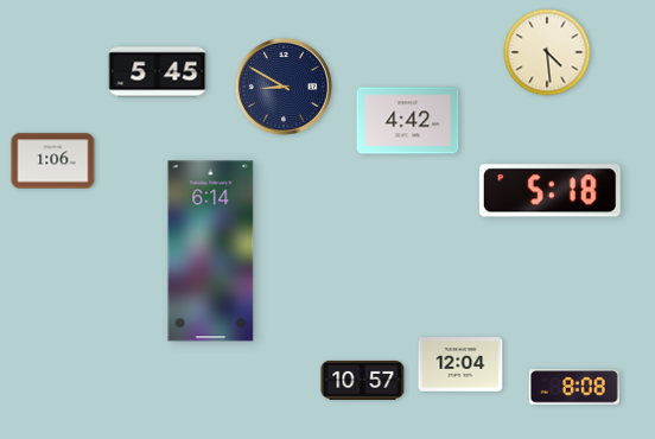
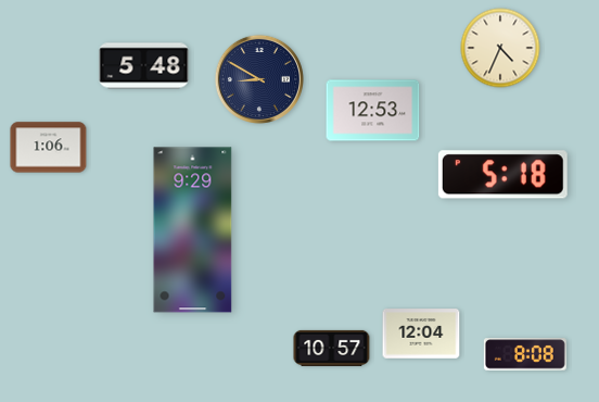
clock at (547, 52): 4:29 -> 4:34
clock at (158, 72): 5:45 -> 5:48
clock at (408, 121): 4:42 -> 12:53
clock at (211, 252): 6:14 -> 9:29
